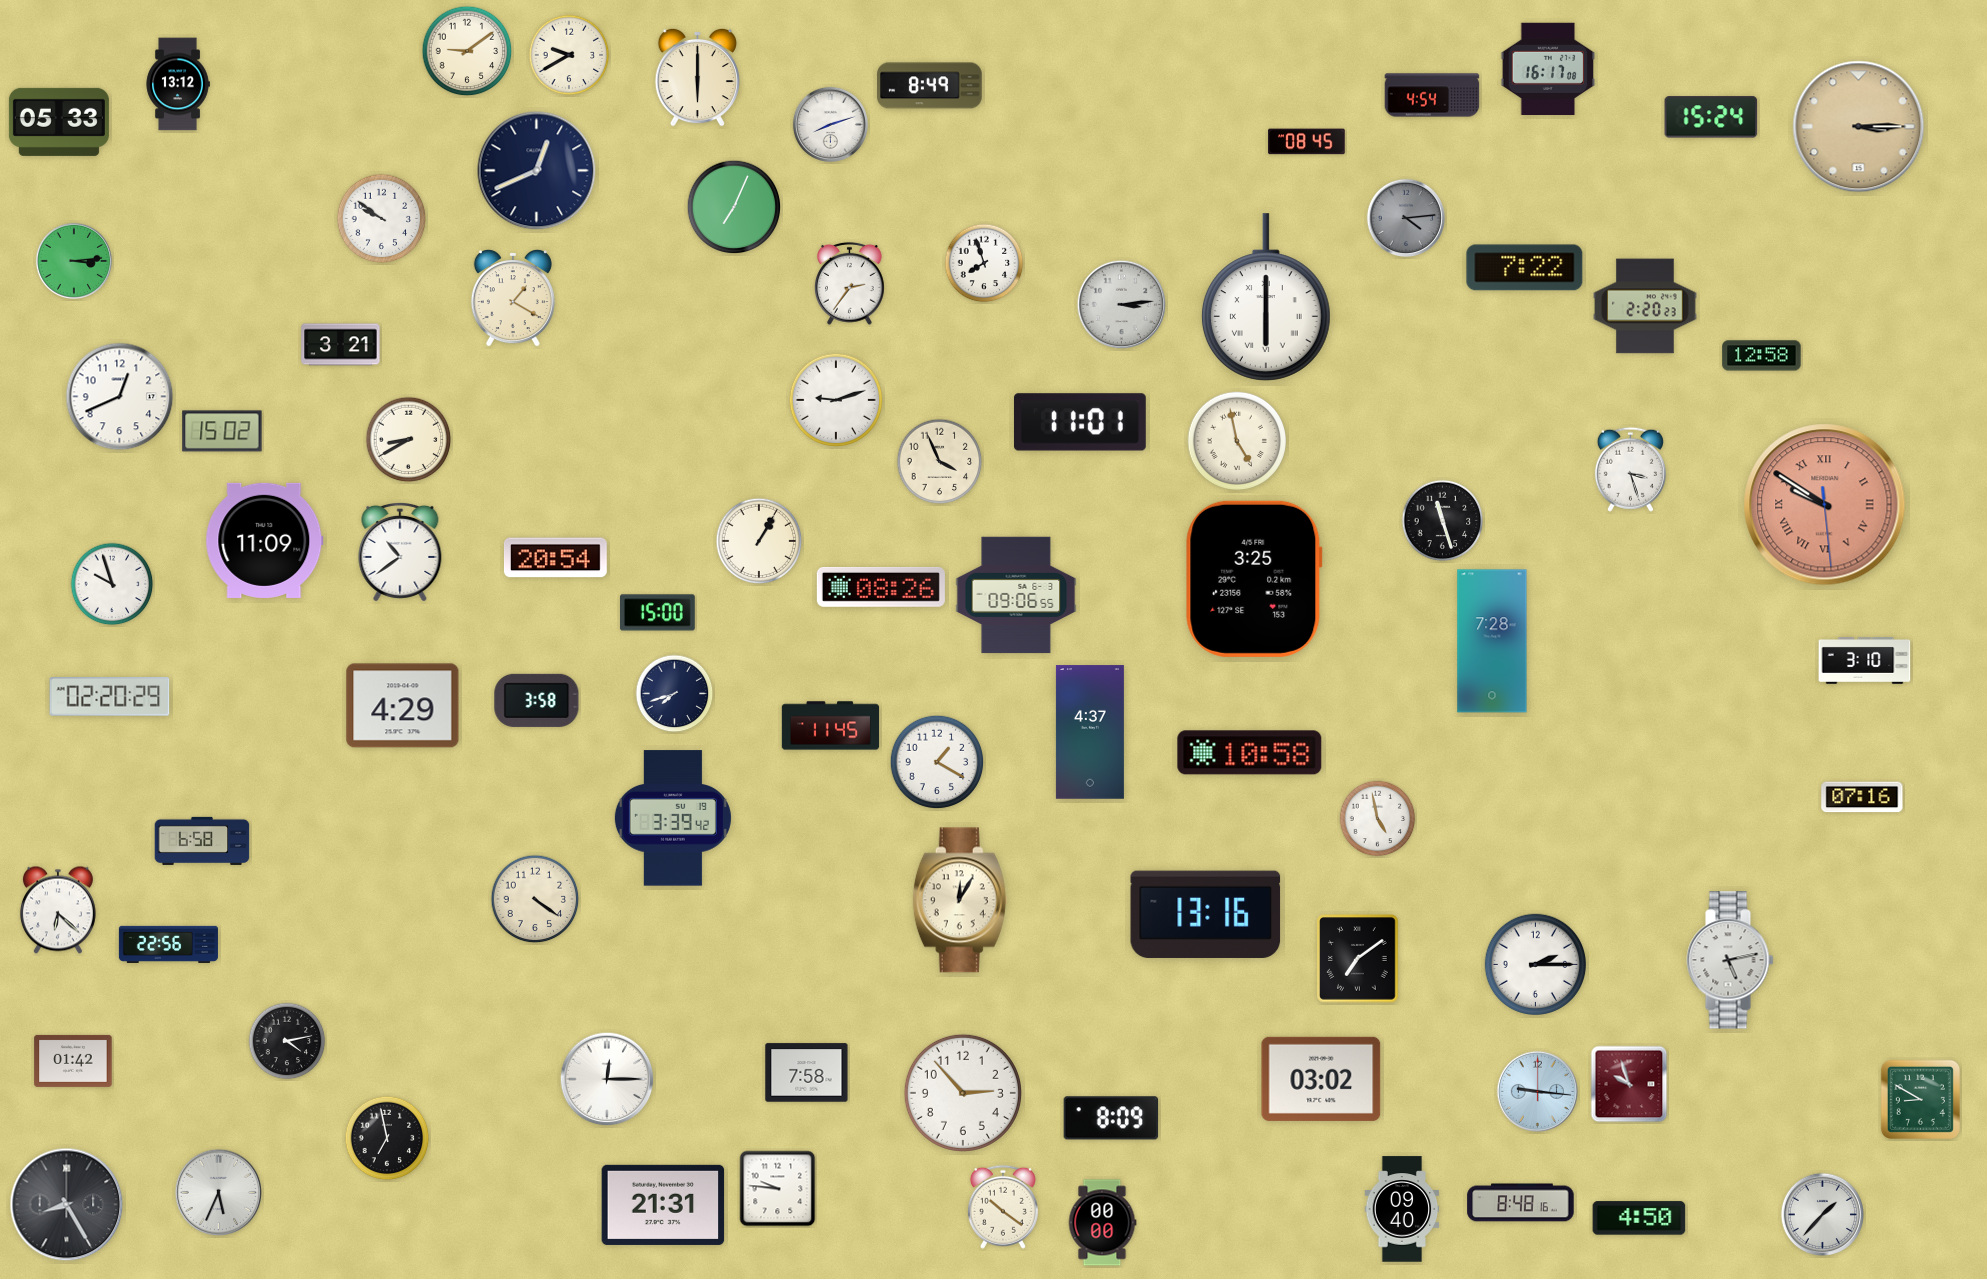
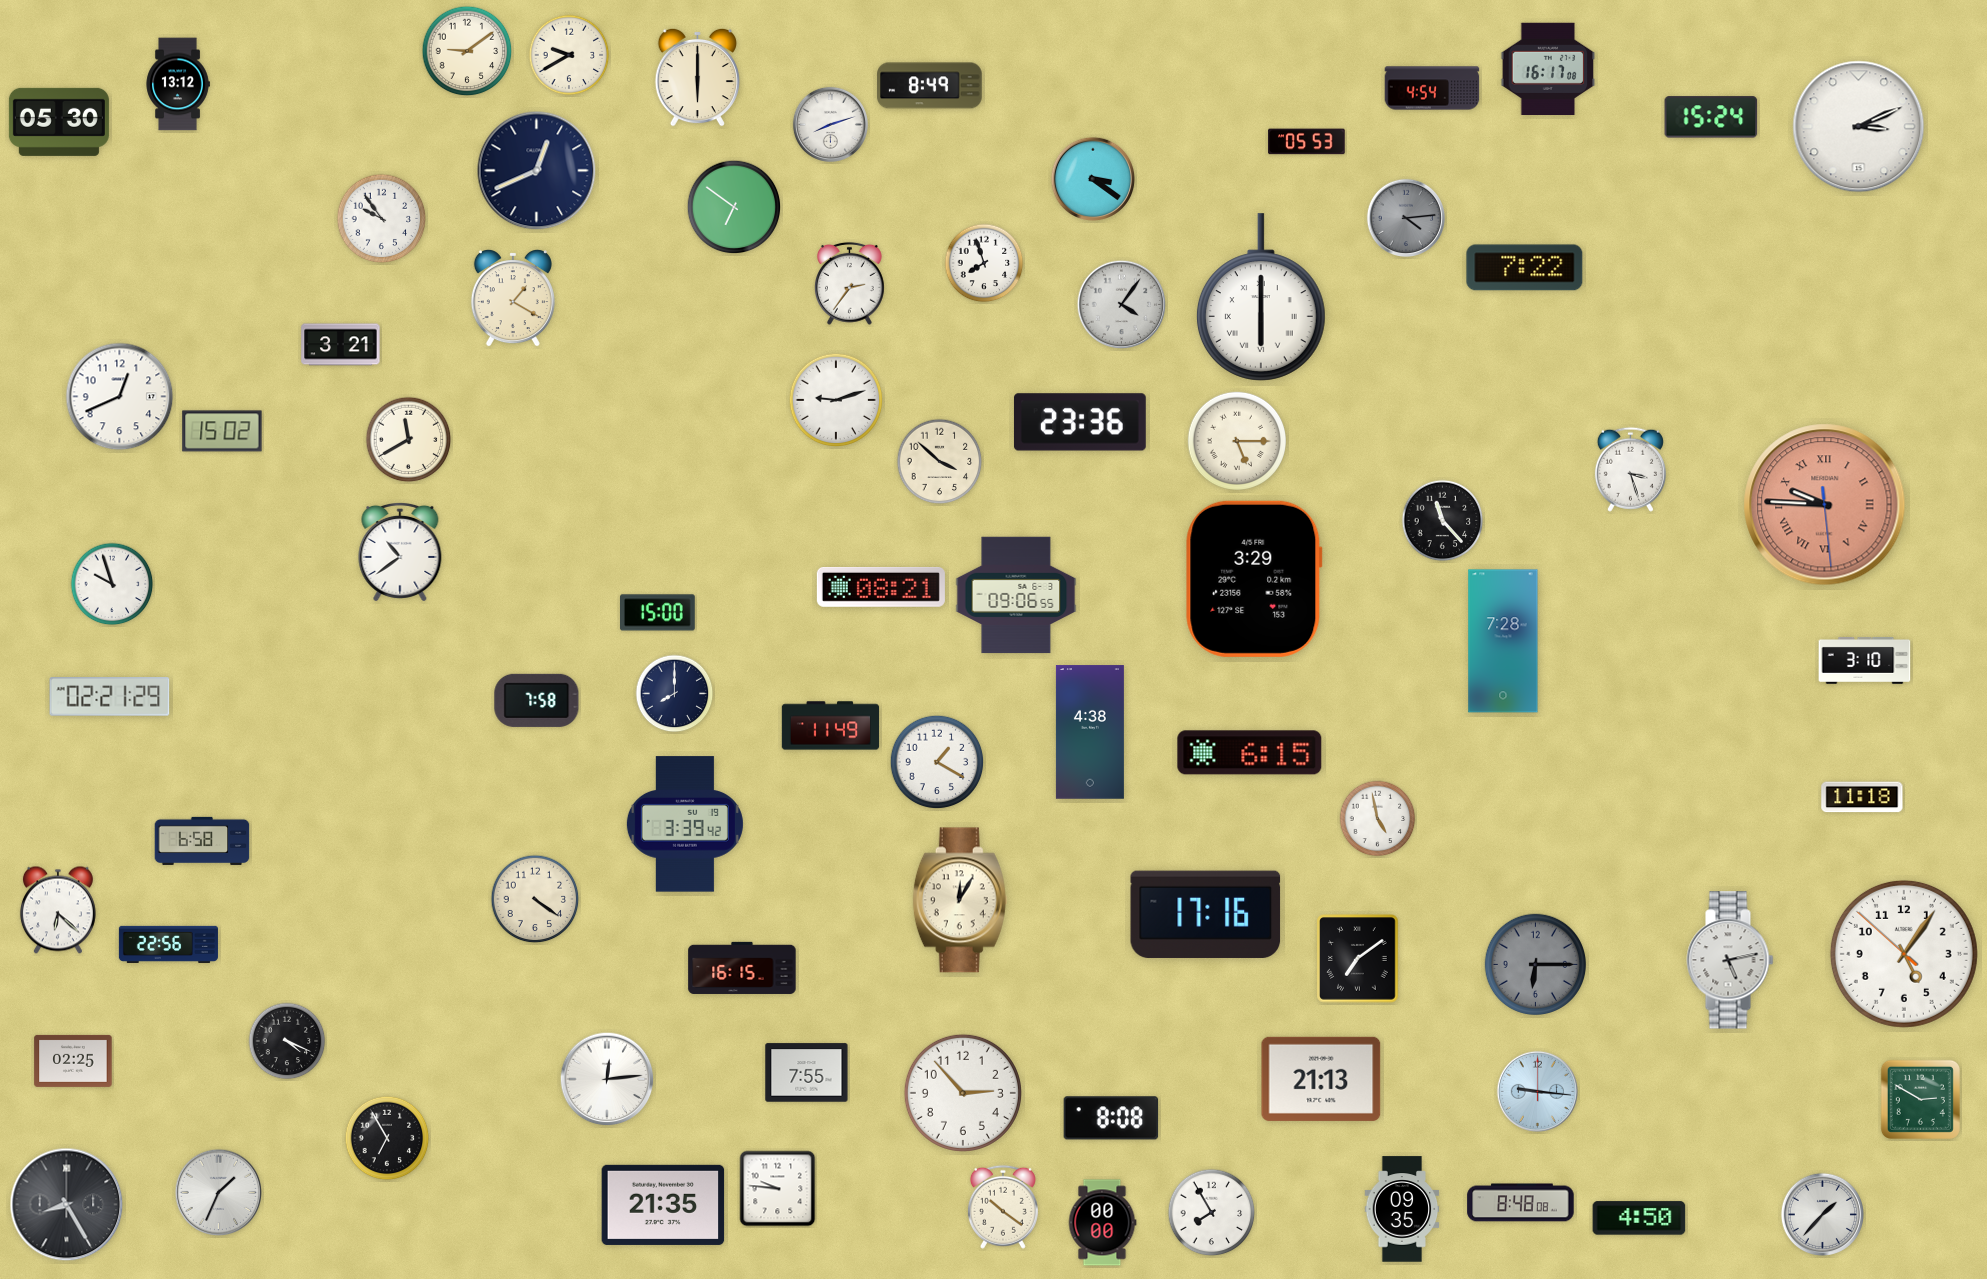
clock at (1432, 95) position: (1432, 95) -> (1432, 88)
clock at (59, 122): 05:33 -> 05:30
clock at (1859, 127): 3:15 -> 3:11
clock at (1859, 127) dial: champagne -> white
clock at (1307, 142): 08:45 -> 05:53
clock at (1093, 179): none -> 3:21
clock at (734, 207): 7:04 -> 6:51
clock at (382, 219): 9:51 -> 9:54
clock at (74, 261): 3:14 -> none
clock at (1266, 297) position: (1266, 297) -> (1261, 297)
clock at (1122, 305): 3:14 -> 4:06
clock at (1645, 306): 2:20 -> none
clock at (1762, 356): 12:58 -> none
clock at (1080, 422): 11:01 -> 23:36
clock at (409, 440): 8:40 -> 11:40
clock at (1237, 441): 4:58 -> 5:15
clock at (940, 462): 3:56 -> 3:52
clock at (1825, 505): 9:50 -> 9:45
clock at (1443, 521): 11:27 -> 11:23
clock at (265, 540): 11:09 -> none
clock at (759, 541): 1:05 -> none
clock at (555, 558): 20:54 -> none
clock at (1254, 579): 3:25 -> 3:29
clock at (881, 587): 08:26 -> 08:21
clock at (1492, 641) position: (1492, 641) -> (1503, 641)
clock at (675, 694): 7:42 -> 8:00
clock at (110, 697): 02:20 -> 02:21
clock at (537, 700): 3:58 -> 7:58
clock at (403, 706): 4:29 -> none
clock at (831, 726): 11:45 -> 11:49
clock at (1090, 732): 4:37 -> 4:38
clock at (1250, 753): 10:58 -> 6:15
clock at (1862, 797): 07:16 -> 11:18
clock at (673, 818) position: (673, 818) -> (685, 824)
clock at (1206, 914): 13:16 -> 17:16
clock at (1904, 954): none -> 5:05
clock at (1535, 964): 2:15 -> 6:15
clock at (1535, 964) dial: white -> grey
clock at (742, 968): none -> 16:15
clock at (287, 1041): 4:13 -> 4:19
clock at (73, 1061): 01:42 -> 02:25
clock at (807, 1073): 7:58 -> 7:55
clock at (607, 1079): 12:15 -> 12:14
clock at (1321, 1079): 03:02 -> 21:13
clock at (1629, 1084): 9:57 -> none
clock at (1920, 1099): 8:50 -> 2:50
clock at (1111, 1118): 8:09 -> 8:08
clock at (387, 1138): 6:58 -> 6:55
clock at (219, 1193): 5:34 -> 1:34
clock at (1521, 1203): 8:48:16 -> 8:48:08
clock at (663, 1205): 21:31 -> 21:35
clock at (1402, 1209): 09:40 -> 09:35
clock at (1212, 1213): none -> 7:55
